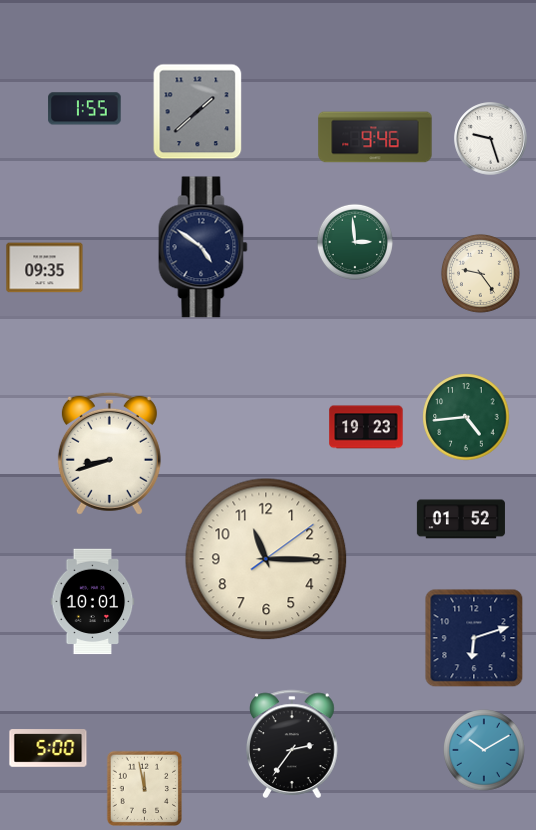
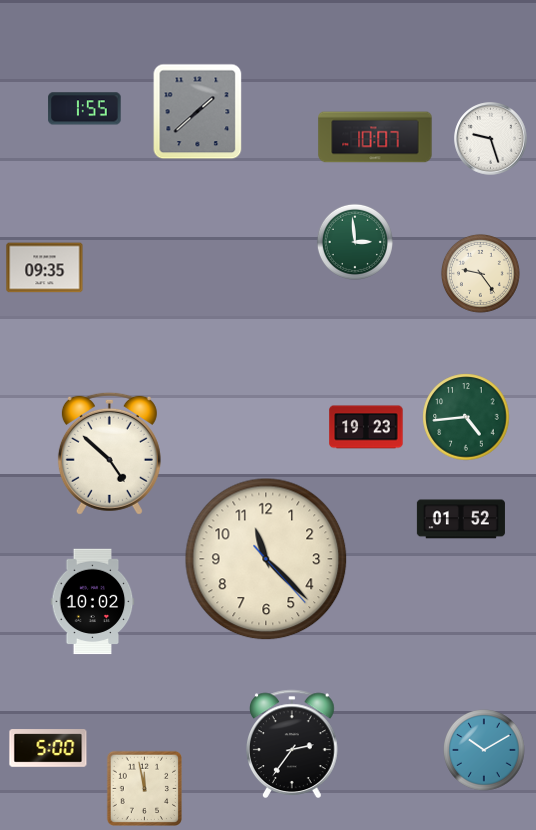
clock at (375, 137): 9:46 -> 10:07
clock at (203, 247): 4:51 -> none
clock at (109, 453): 8:42 -> 4:52
clock at (266, 559): 11:15 -> 11:22
clock at (93, 602): 10:01 -> 10:02
clock at (474, 638): 6:12 -> none
